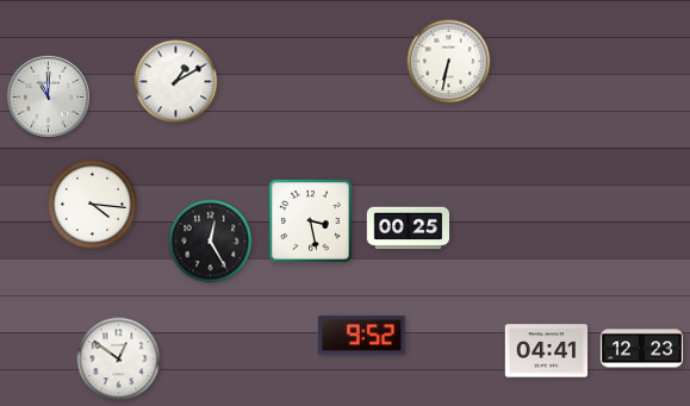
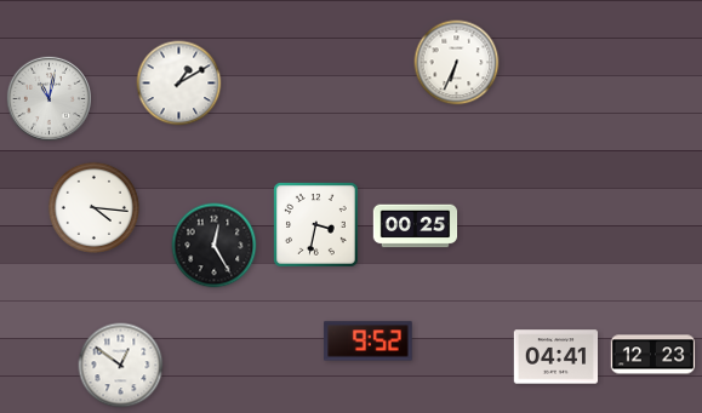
clock at (449, 62): 6:32 -> 6:34
clock at (48, 96): 11:00 -> 11:02
clock at (311, 221): 3:28 -> 3:32
clock at (409, 229) position: (409, 229) -> (416, 226)
